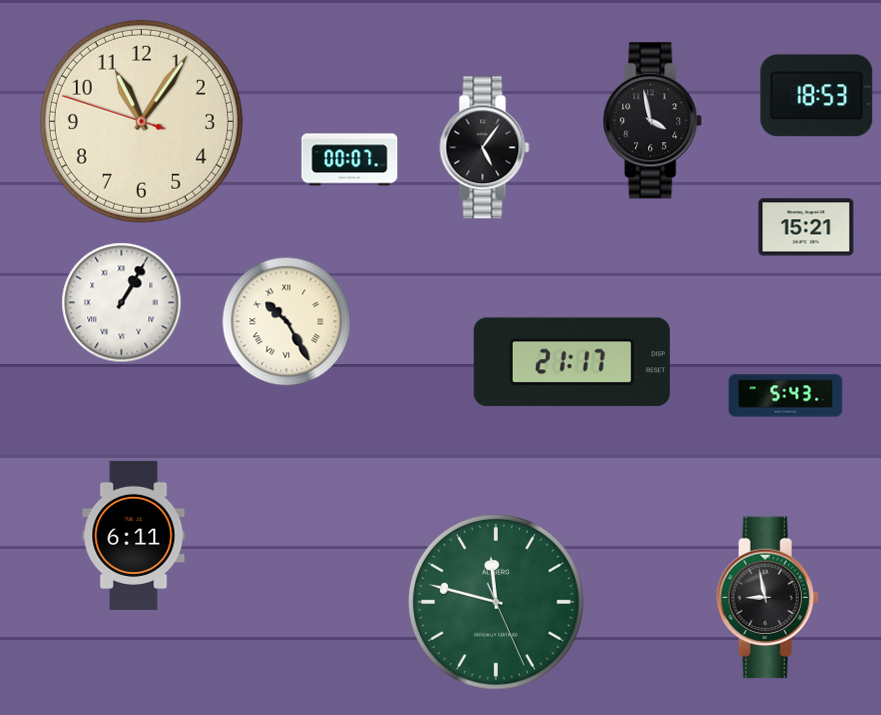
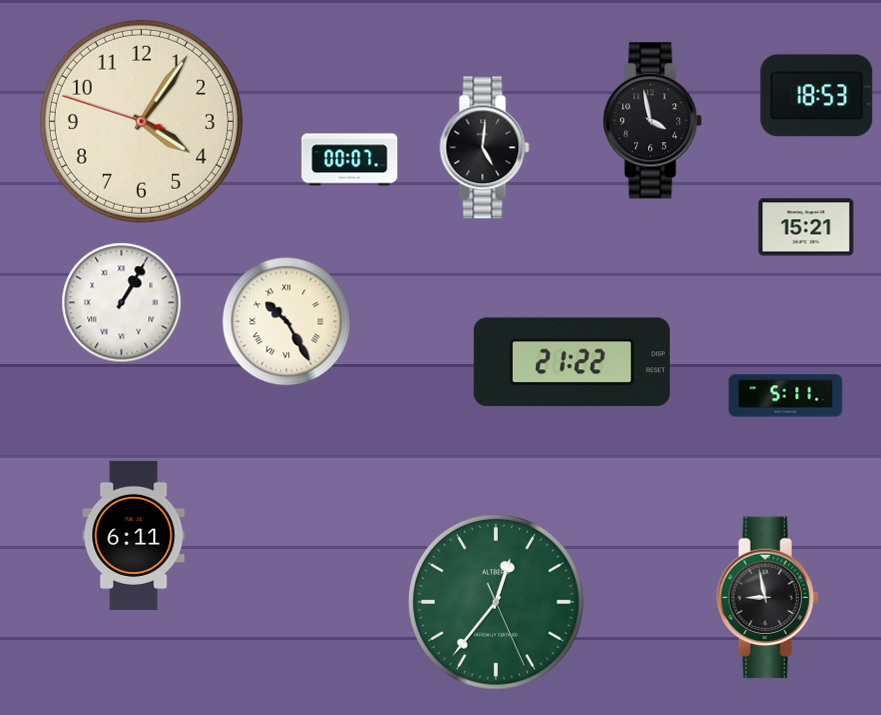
clock at (141, 121): 11:05 -> 4:05
clock at (485, 148): 5:06 -> 5:01
clock at (572, 362): 21:17 -> 21:22
clock at (786, 396): 5:43 -> 5:11
clock at (496, 602): 11:47 -> 12:36
